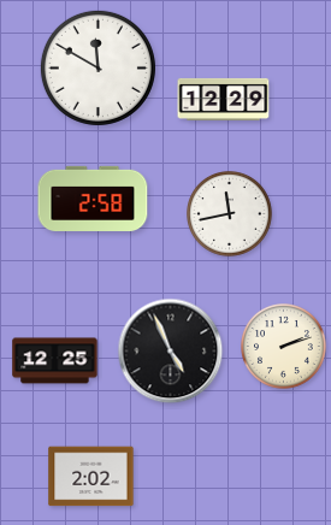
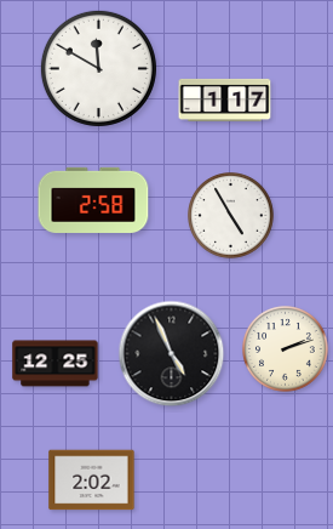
clock at (224, 99): 12:29 -> 1:17
clock at (230, 214): 11:43 -> 4:55
